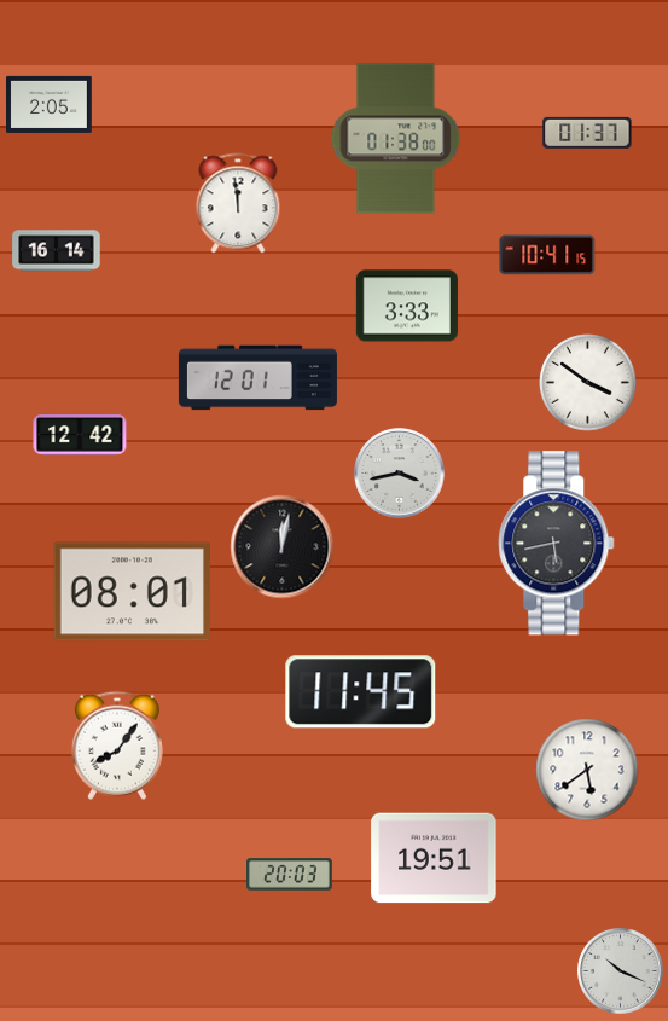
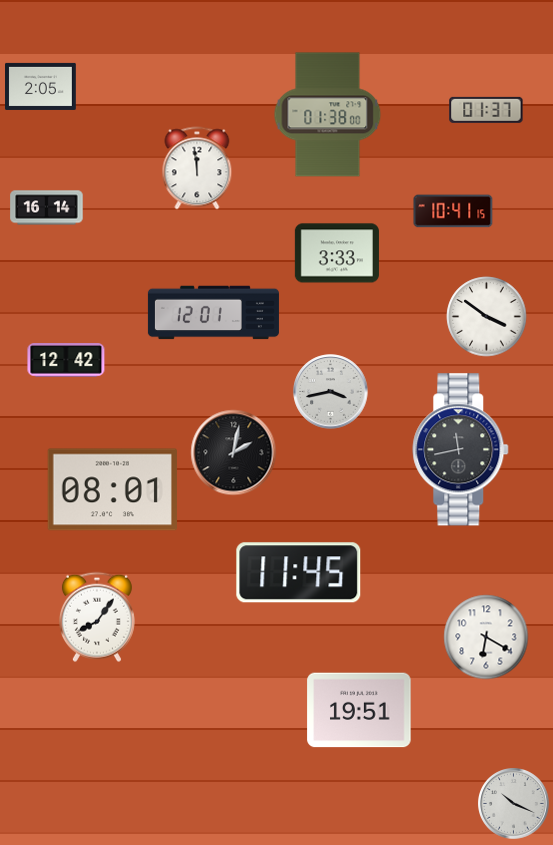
clock at (557, 544): 5:43 -> 11:43
clock at (283, 547): 12:02 -> 2:02
clock at (132, 592) position: (132, 592) -> (112, 490)
clock at (587, 770): 5:39 -> 6:20
clock at (290, 875): 20:03 -> none
